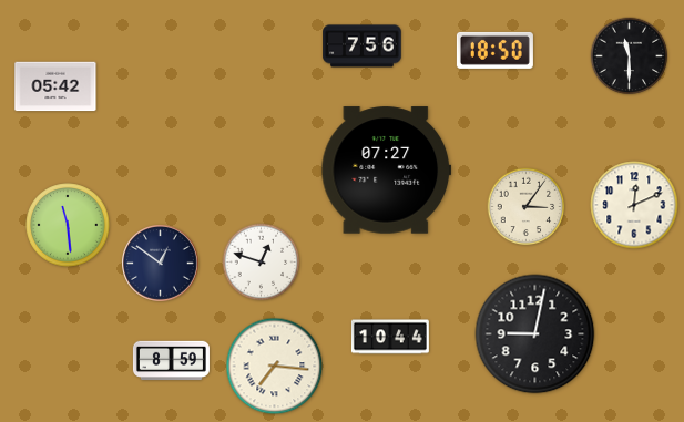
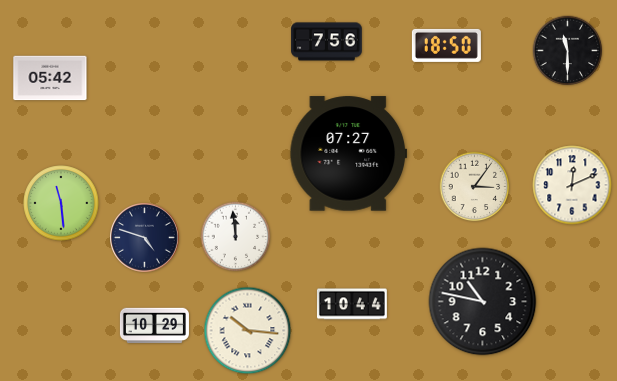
clock at (262, 263): 12:48 -> 11:59
clock at (161, 264): 12:51 -> 4:48
clock at (535, 334): 9:02 -> 10:47
clock at (171, 361): 8:59 -> 10:29
clock at (275, 367): 7:16 -> 10:16
